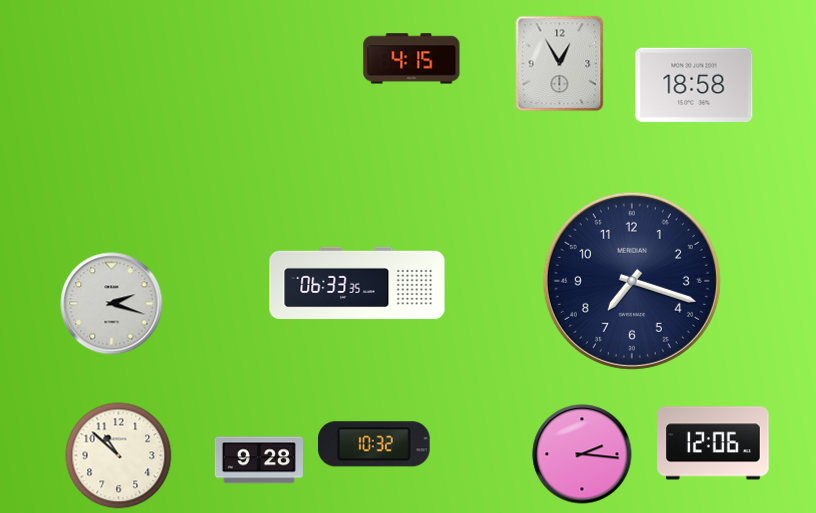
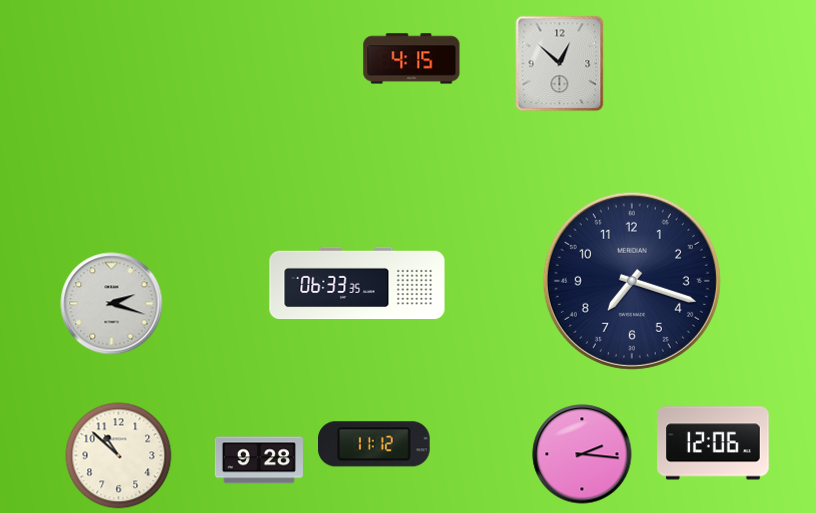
clock at (560, 64): 12:55 -> 12:52
clock at (694, 85): 18:58 -> none
clock at (375, 444): 10:32 -> 11:12
